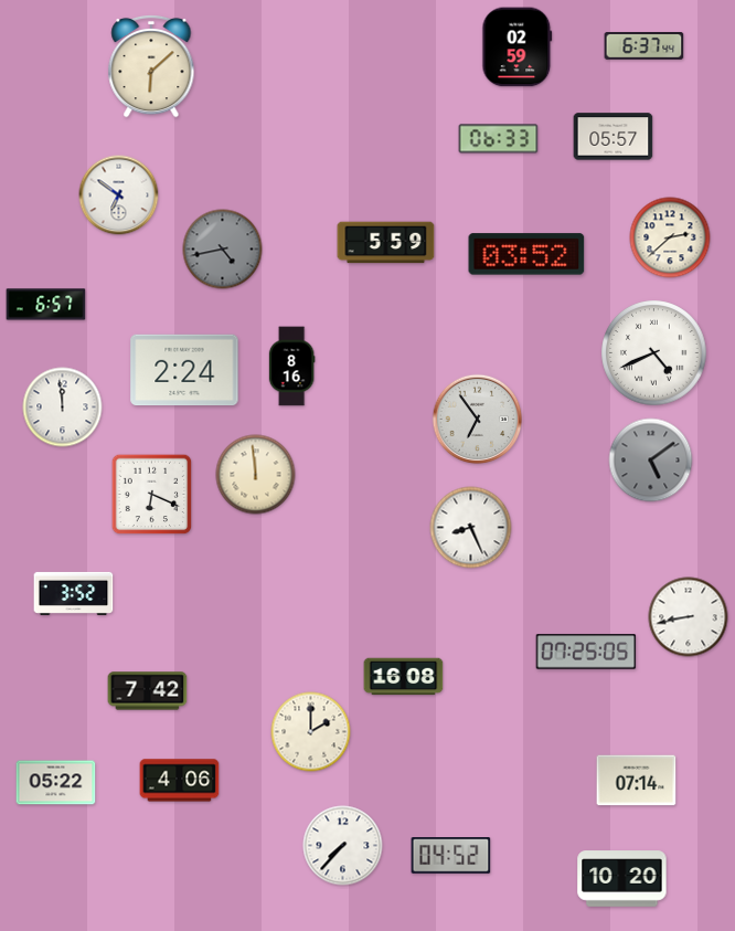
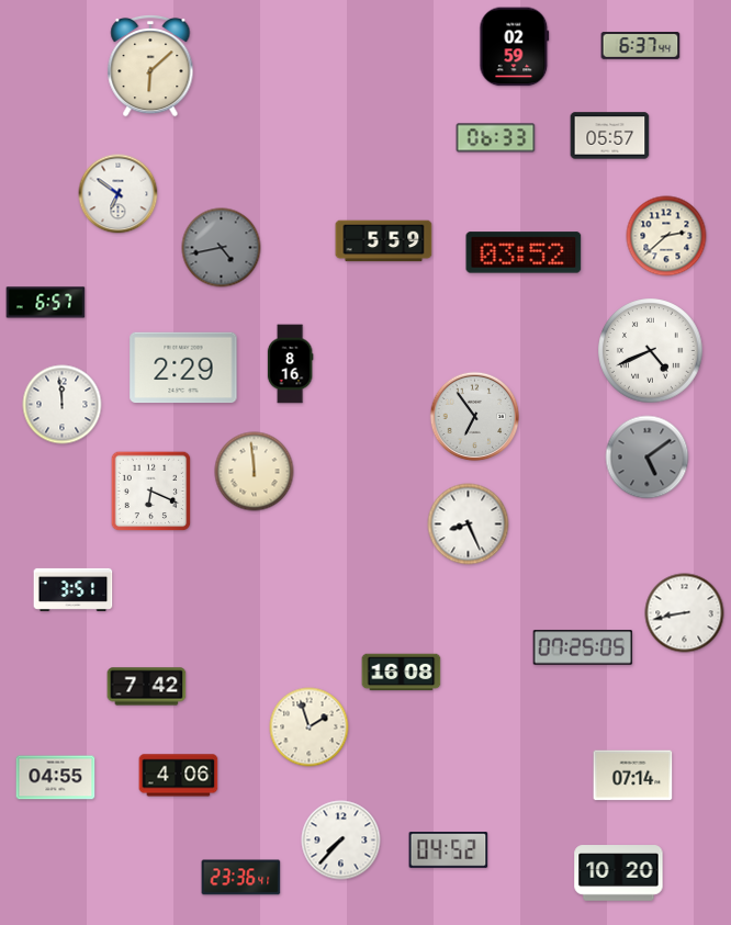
clock at (184, 370): 2:24 -> 2:29
clock at (74, 593): 3:52 -> 3:51
clock at (311, 732): 2:00 -> 1:57
clock at (56, 783): 05:22 -> 04:55
clock at (241, 878): none -> 23:36
